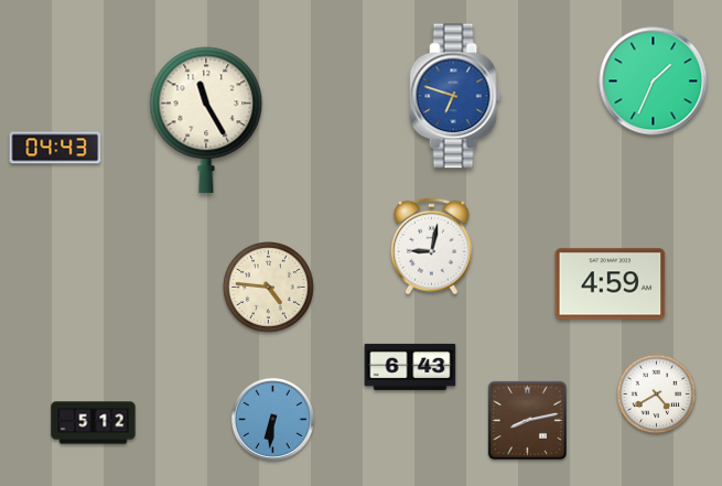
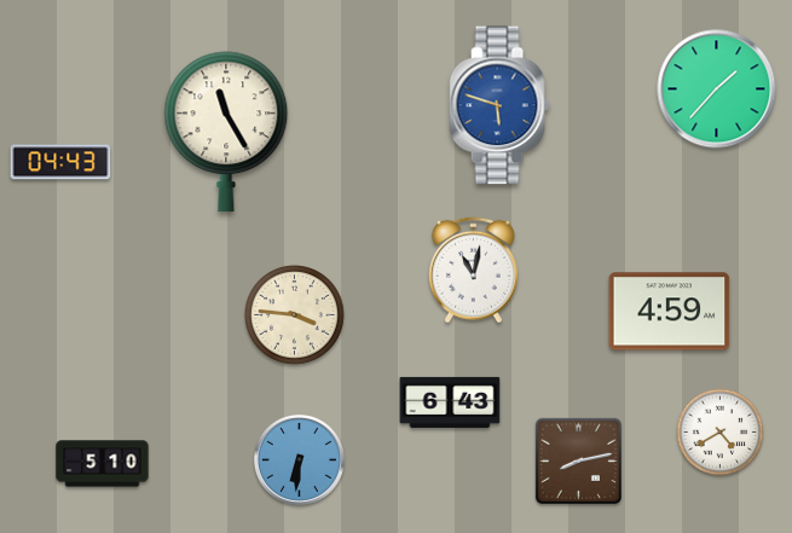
clock at (654, 82): 1:34 -> 1:37
clock at (455, 96): 6:48 -> 5:48
clock at (431, 247): 9:02 -> 11:02
clock at (269, 288): 4:46 -> 3:46
clock at (94, 423): 5:12 -> 5:10
